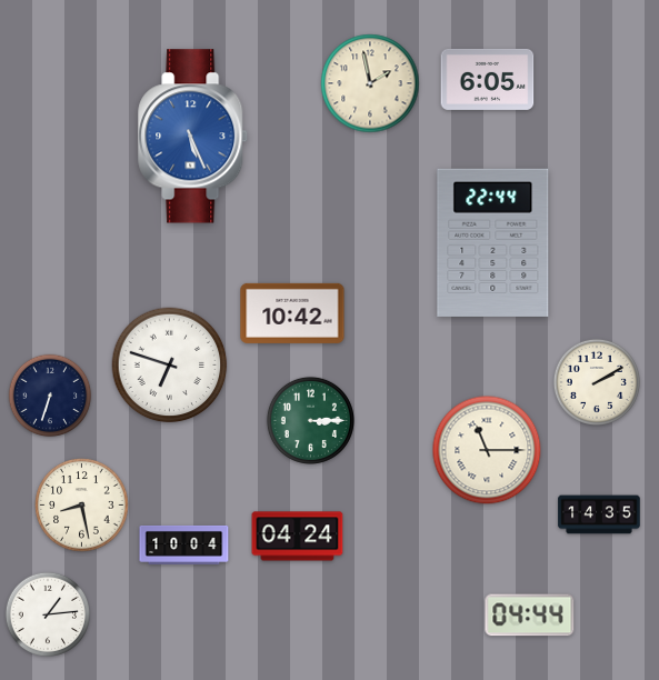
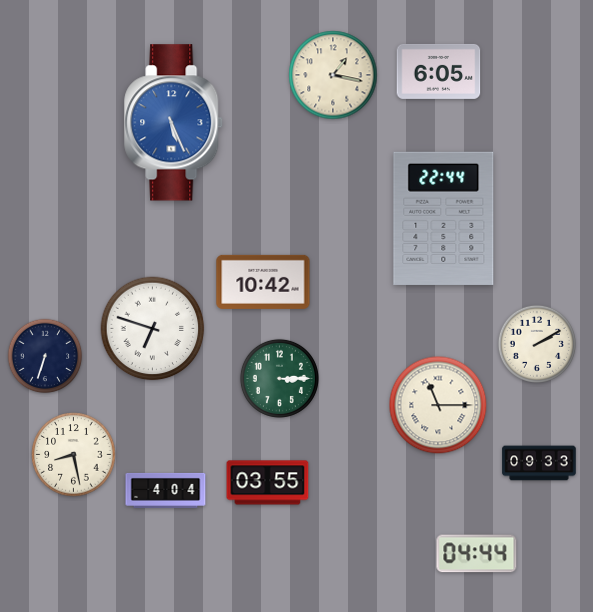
clock at (370, 83): 1:58 -> 1:17
clock at (599, 514): 14:35 -> 09:33
clock at (298, 537): 04:24 -> 03:55
clock at (184, 544): 10:04 -> 4:04
clock at (47, 613): 1:14 -> none
